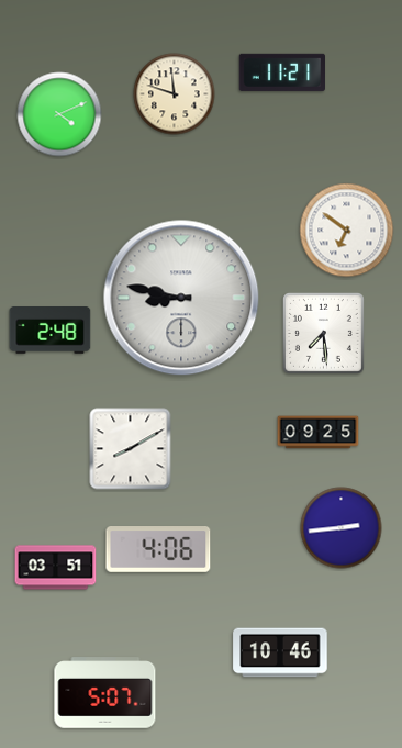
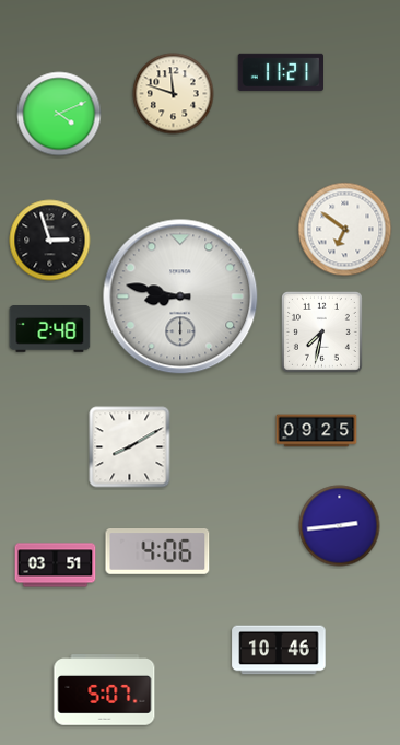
clock at (50, 241): none -> 2:57
clock at (323, 333): 7:29 -> 7:32
clock at (158, 550) position: (158, 550) -> (157, 552)
